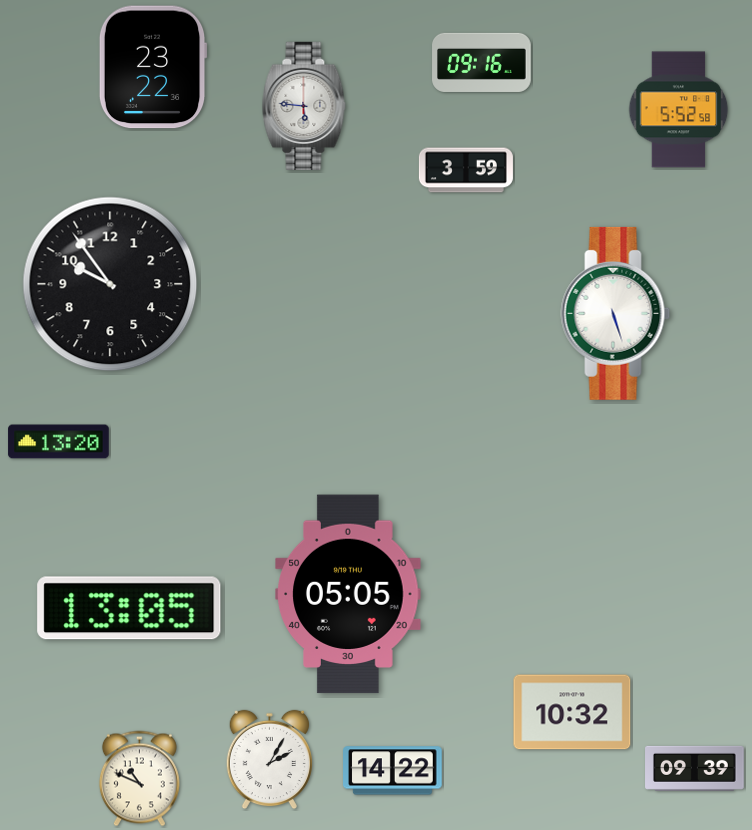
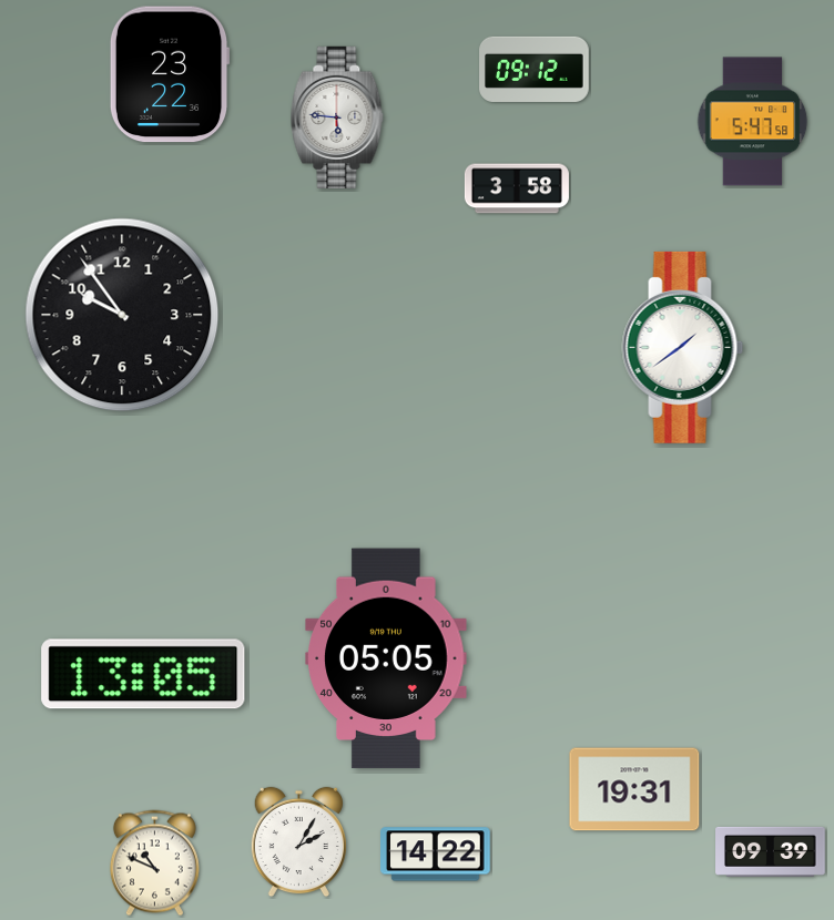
clock at (482, 62): 09:16 -> 09:12
clock at (679, 110): 5:52 -> 5:47
clock at (466, 170): 3:59 -> 3:58
clock at (616, 313): 5:27 -> 1:39
clock at (59, 442): 13:20 -> none
clock at (572, 712): 10:32 -> 19:31
